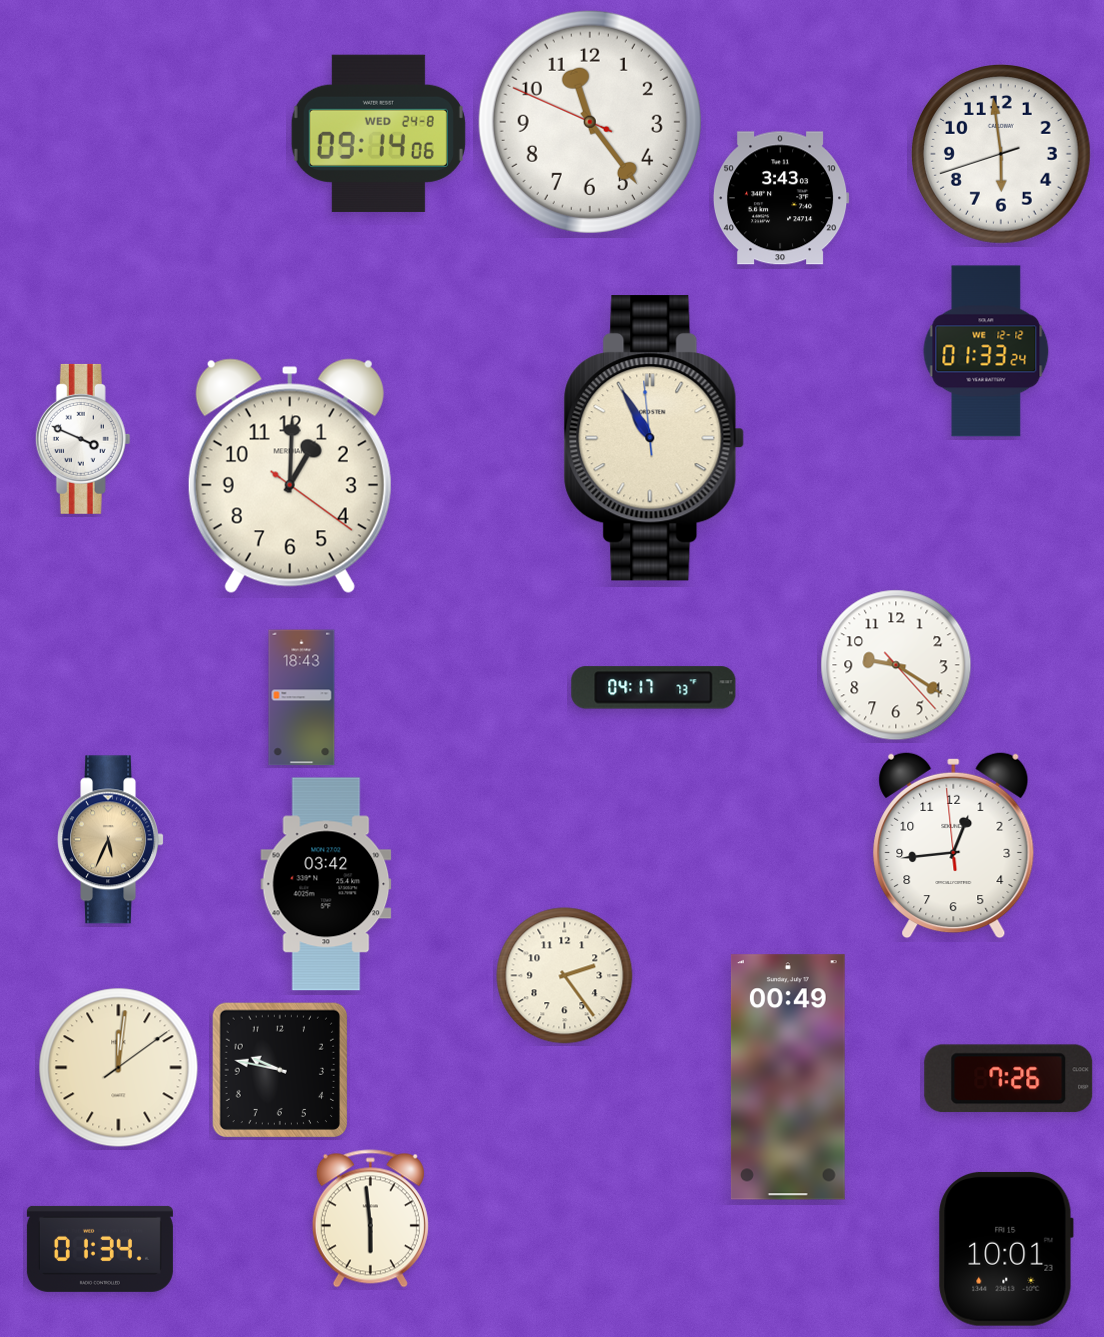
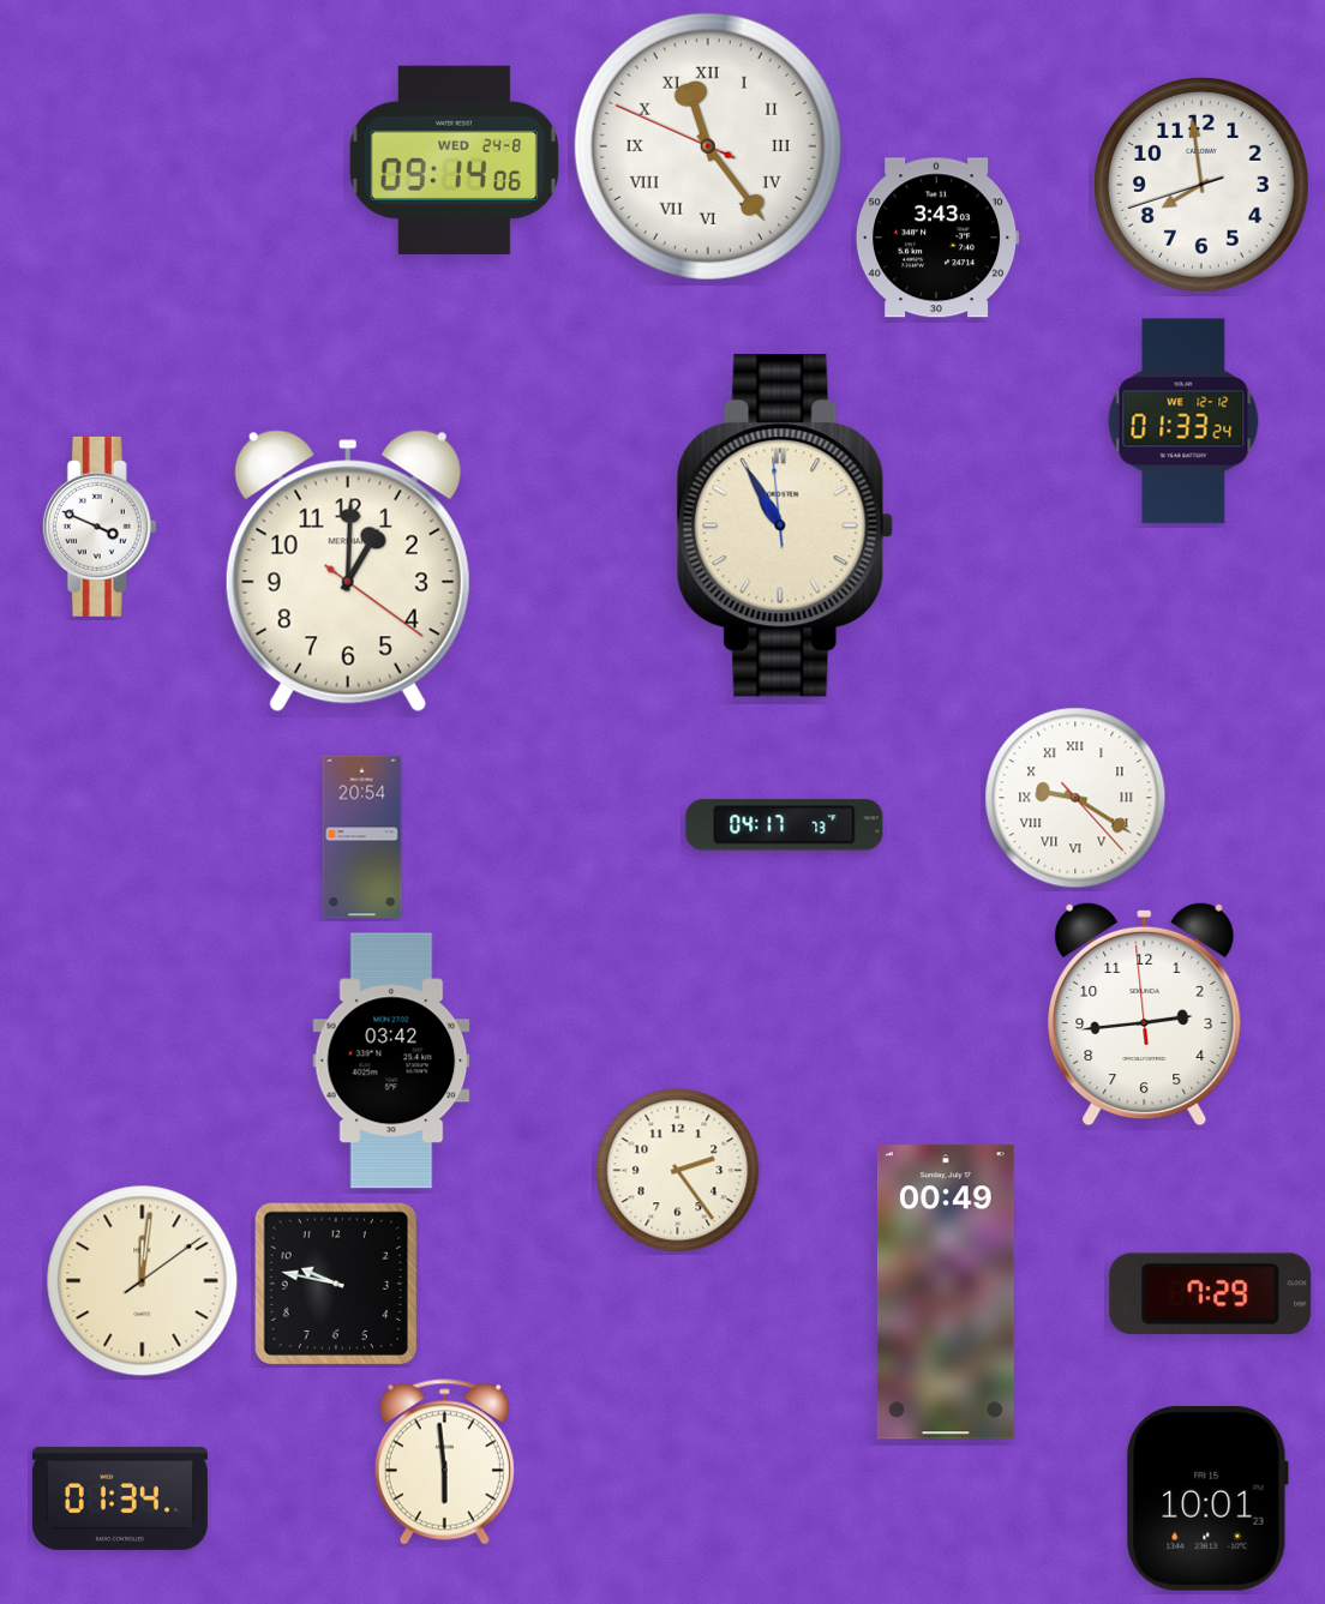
clock at (590, 122) numerals: Arabic -> Roman
clock at (1001, 154): 5:58 -> 7:58
clock at (896, 665) numerals: Arabic -> Roman
clock at (302, 698): 18:43 -> 20:54
clock at (111, 840): 5:34 -> none
clock at (954, 845): 12:43 -> 2:43
clock at (1009, 1079): 7:26 -> 7:29
